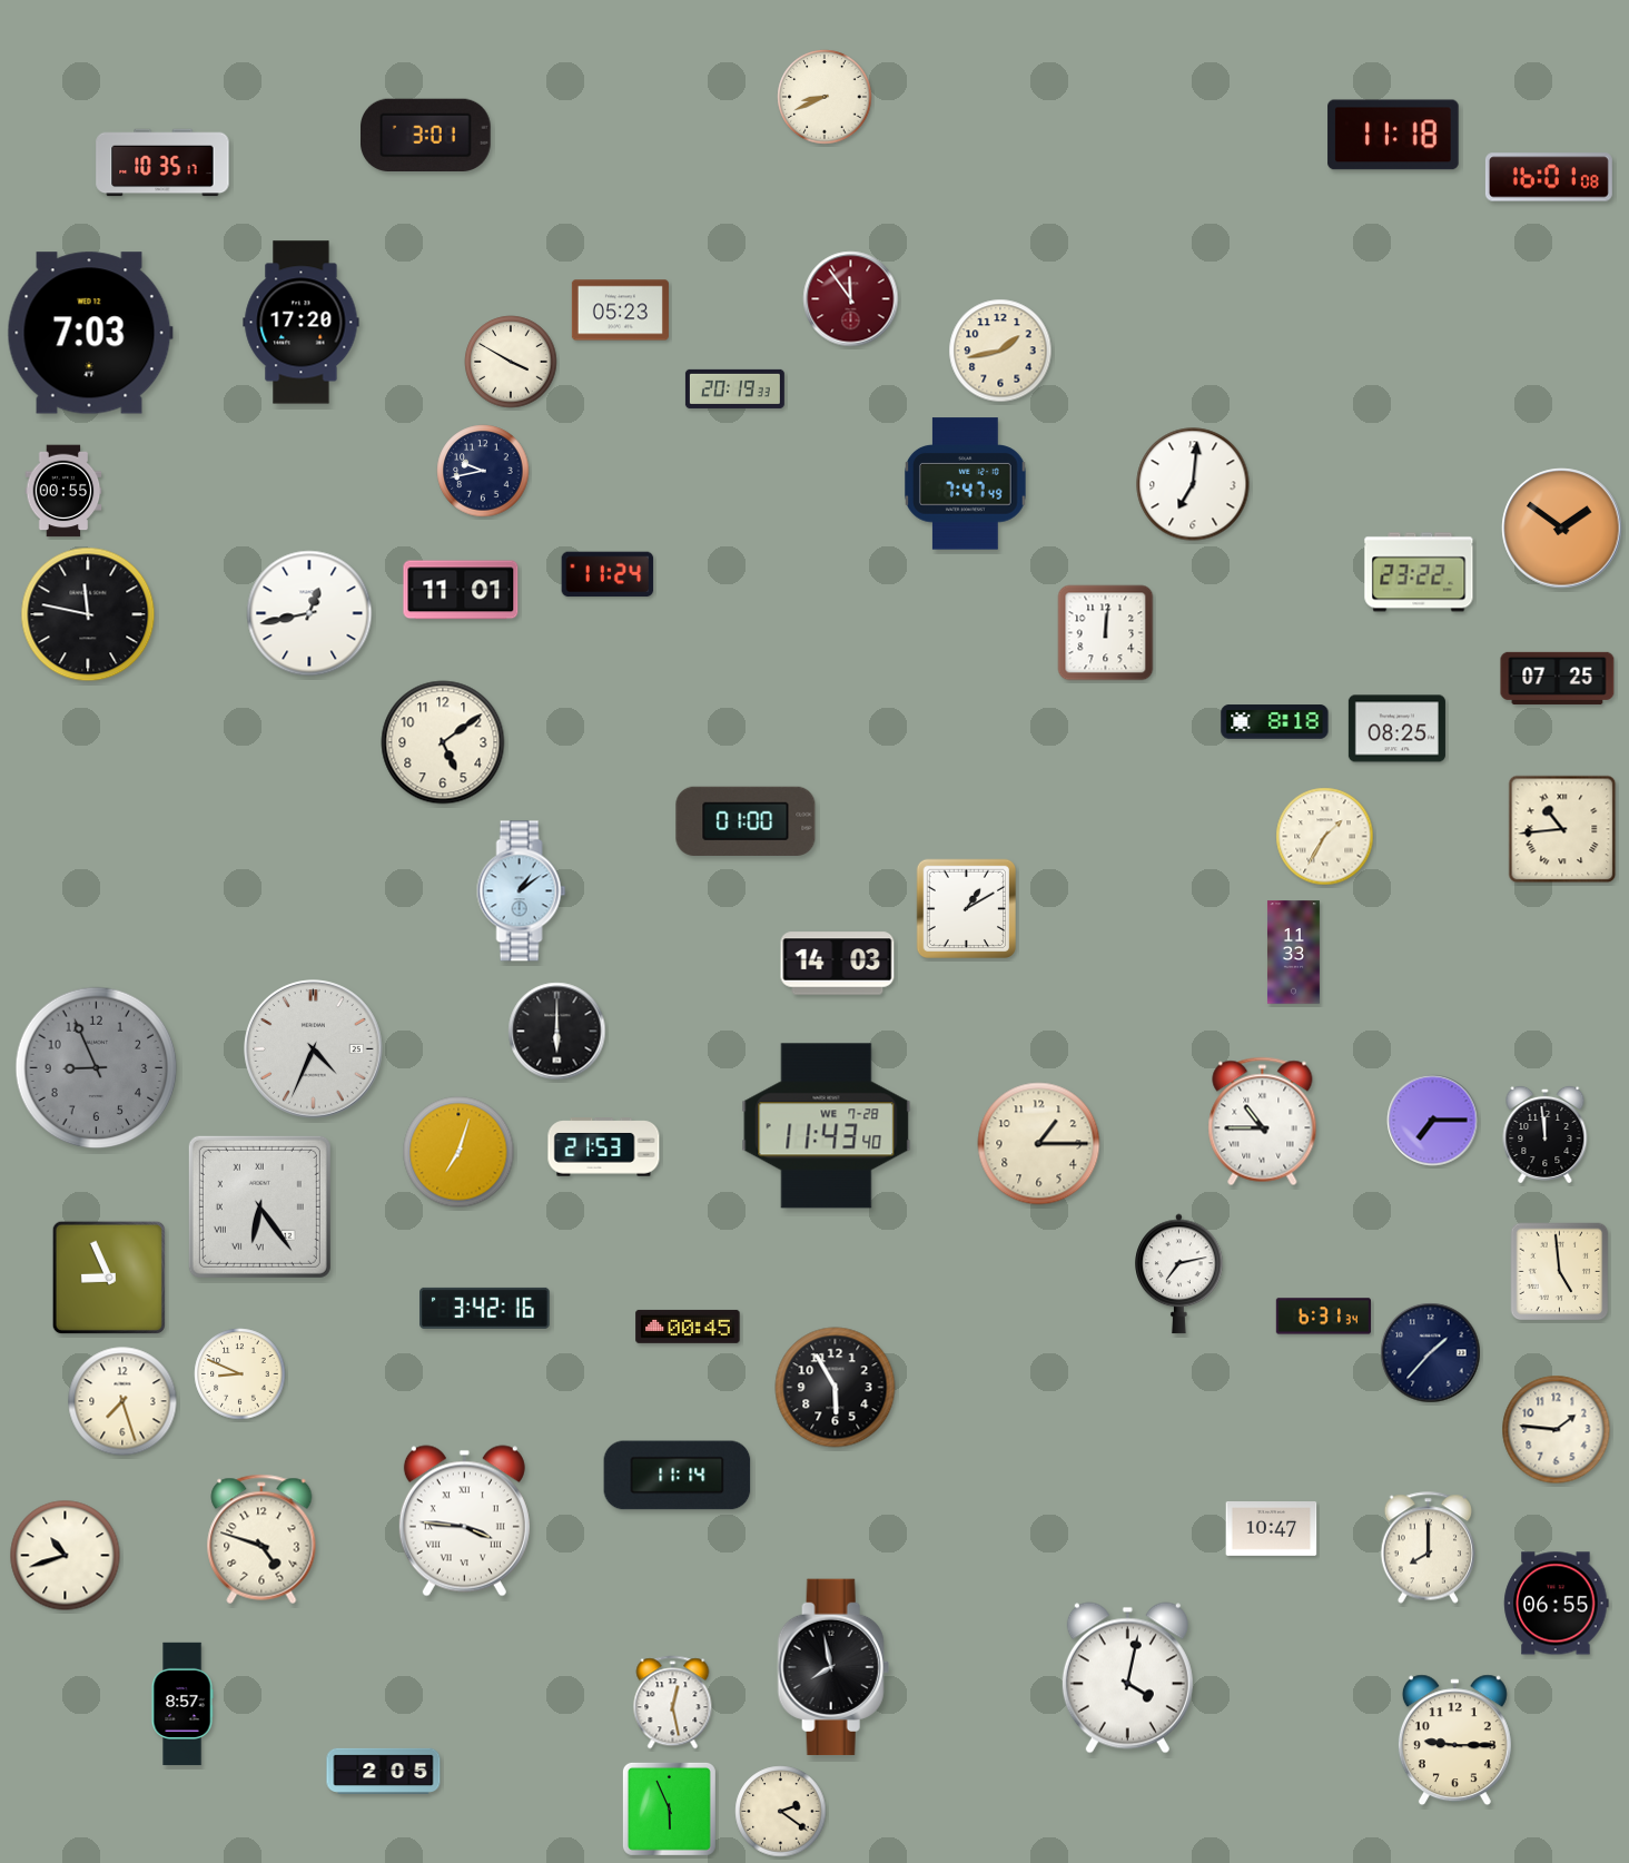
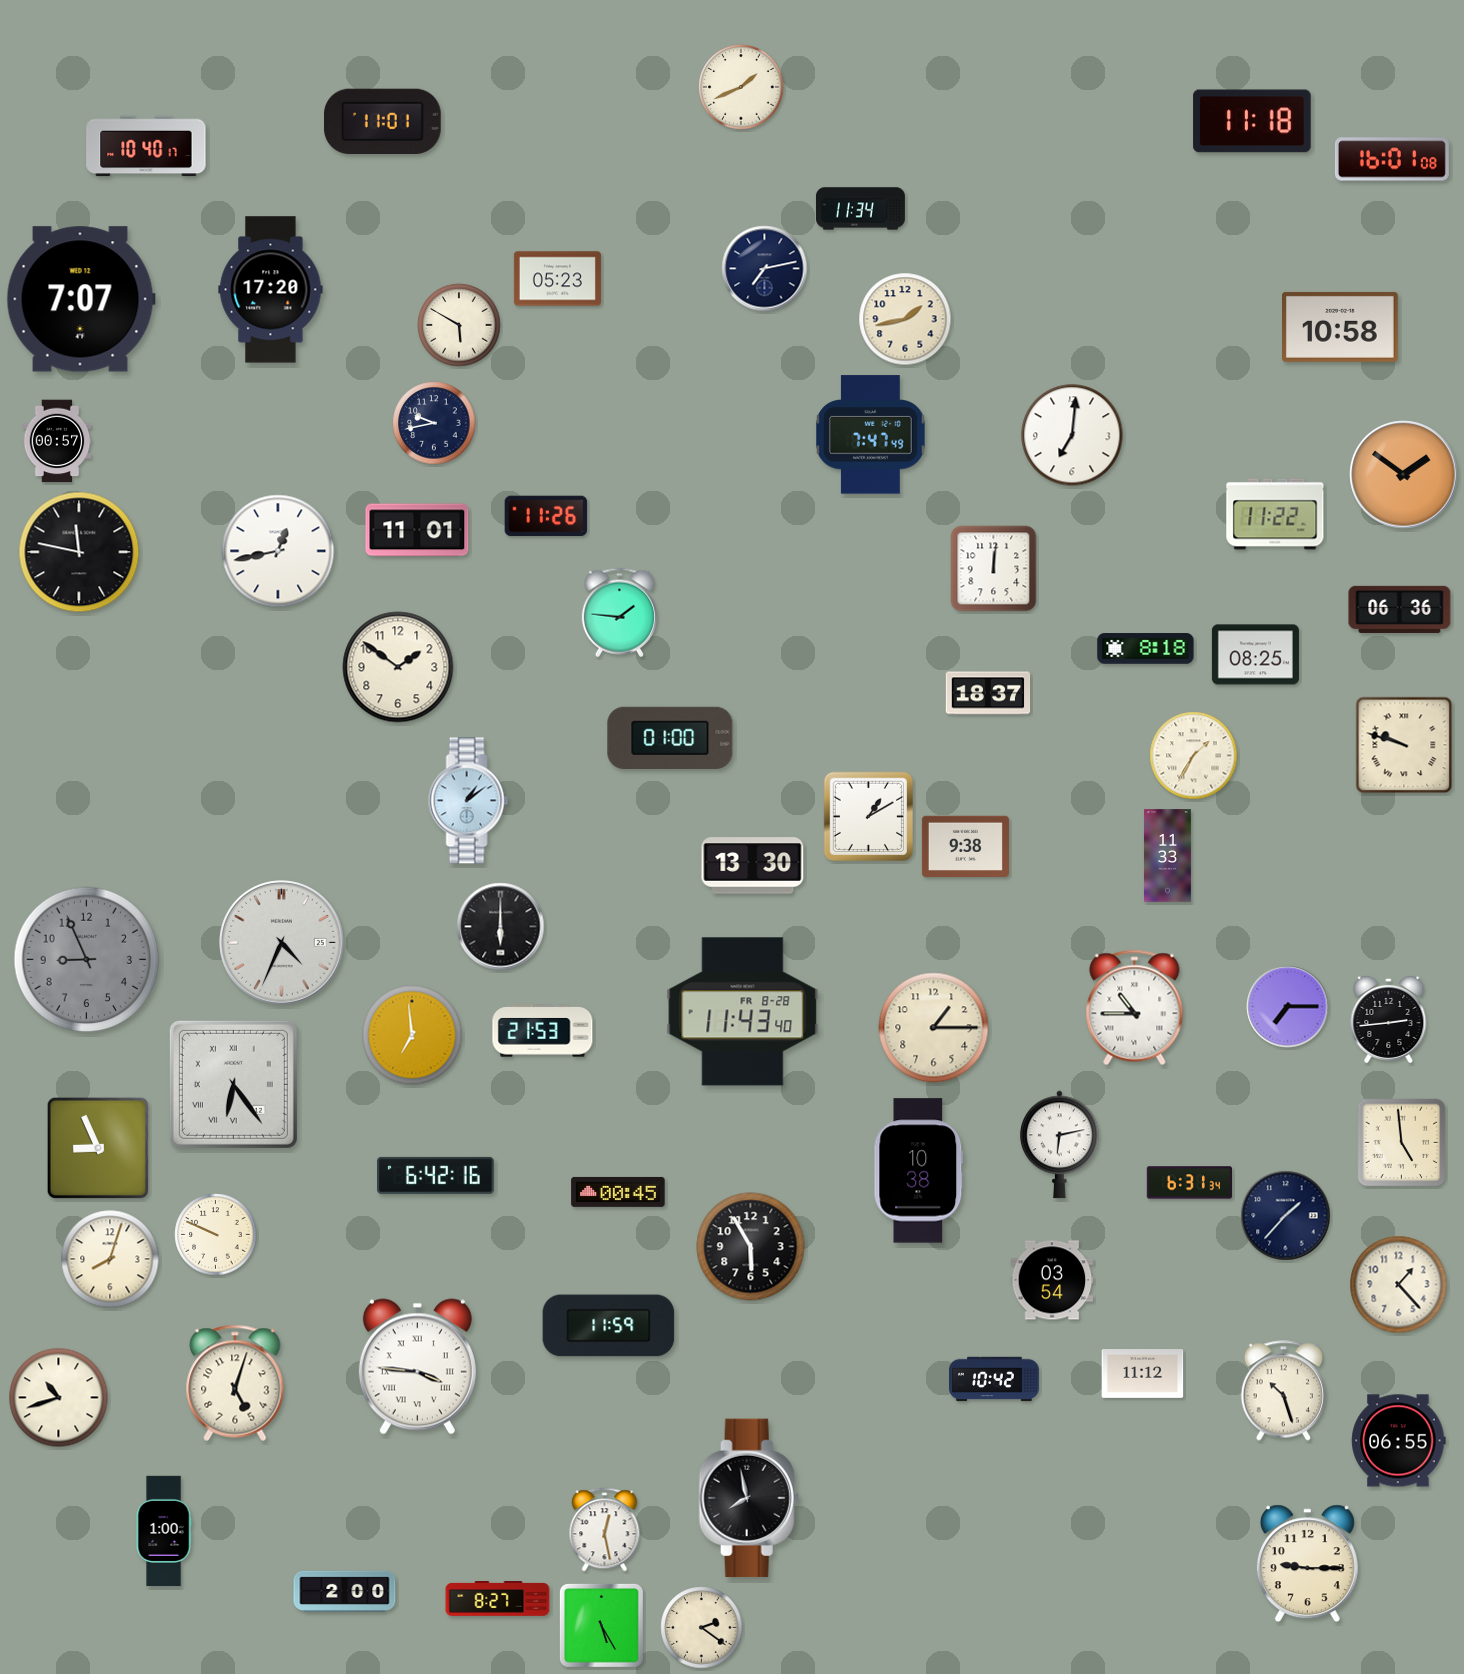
clock at (825, 97): 8:41 -> 1:41
clock at (426, 135): 3:01 -> 11:01
clock at (162, 162): 10:35 -> 10:40
clock at (860, 209): none -> 11:34
clock at (851, 299): 11:54 -> 7:13
clock at (851, 299) dial: burgundy -> navy
clock at (90, 333): 7:03 -> 7:07
clock at (1000, 351) position: (1000, 351) -> (905, 319)
clock at (511, 362): 3:50 -> 5:50
clock at (1341, 327): none -> 10:58
clock at (734, 388): 20:19 -> none
clock at (966, 484) position: (966, 484) -> (871, 435)
clock at (63, 491): 00:55 -> 00:57
clock at (1419, 572): 23:22 -> 11:22
clock at (608, 574): 11:24 -> 11:26
clock at (461, 590) position: (461, 590) -> (417, 530)
clock at (1558, 678): 07:25 -> 06:36
clock at (619, 613): none -> 1:46
clock at (443, 742): 5:09 -> 1:51
clock at (988, 693): none -> 18:37
clock at (1562, 829): 10:44 -> 9:48
clock at (1325, 837) position: (1325, 837) -> (1194, 756)
clock at (965, 847): none -> 9:38
clock at (1293, 953) position: (1293, 953) -> (1167, 856)
clock at (838, 964): 14:03 -> 13:30
clock at (827, 1126) date: WE 7-28 -> FR 8-28
clock at (1546, 1134): 11:59 -> 2:44
clock at (458, 1152): 7:03 -> 6:59
clock at (1179, 1274): 7:13 -> 6:13
clock at (919, 1171): none -> 10:38
clock at (485, 1308): 3:42 -> 6:42
clock at (240, 1374): 8:49 -> 9:49
clock at (122, 1401): 7:27 -> 8:03
clock at (1052, 1280): none -> 03:54
clock at (1557, 1430): 1:46 -> 1:23
clock at (678, 1476): 11:14 -> 11:59
clock at (1272, 1529): 10:47 -> 11:12
clock at (995, 1379): none -> 10:42
clock at (261, 1539): 4:48 -> 5:03
clock at (1428, 1548): 8:00 -> 10:27
clock at (1127, 1678): 4:02 -> none
clock at (182, 1704): 8:57 -> 1:00
clock at (384, 1771): 2:05 -> 2:00
clock at (498, 1599): none -> 8:27
clock at (669, 1808): 5:56 -> 5:25
